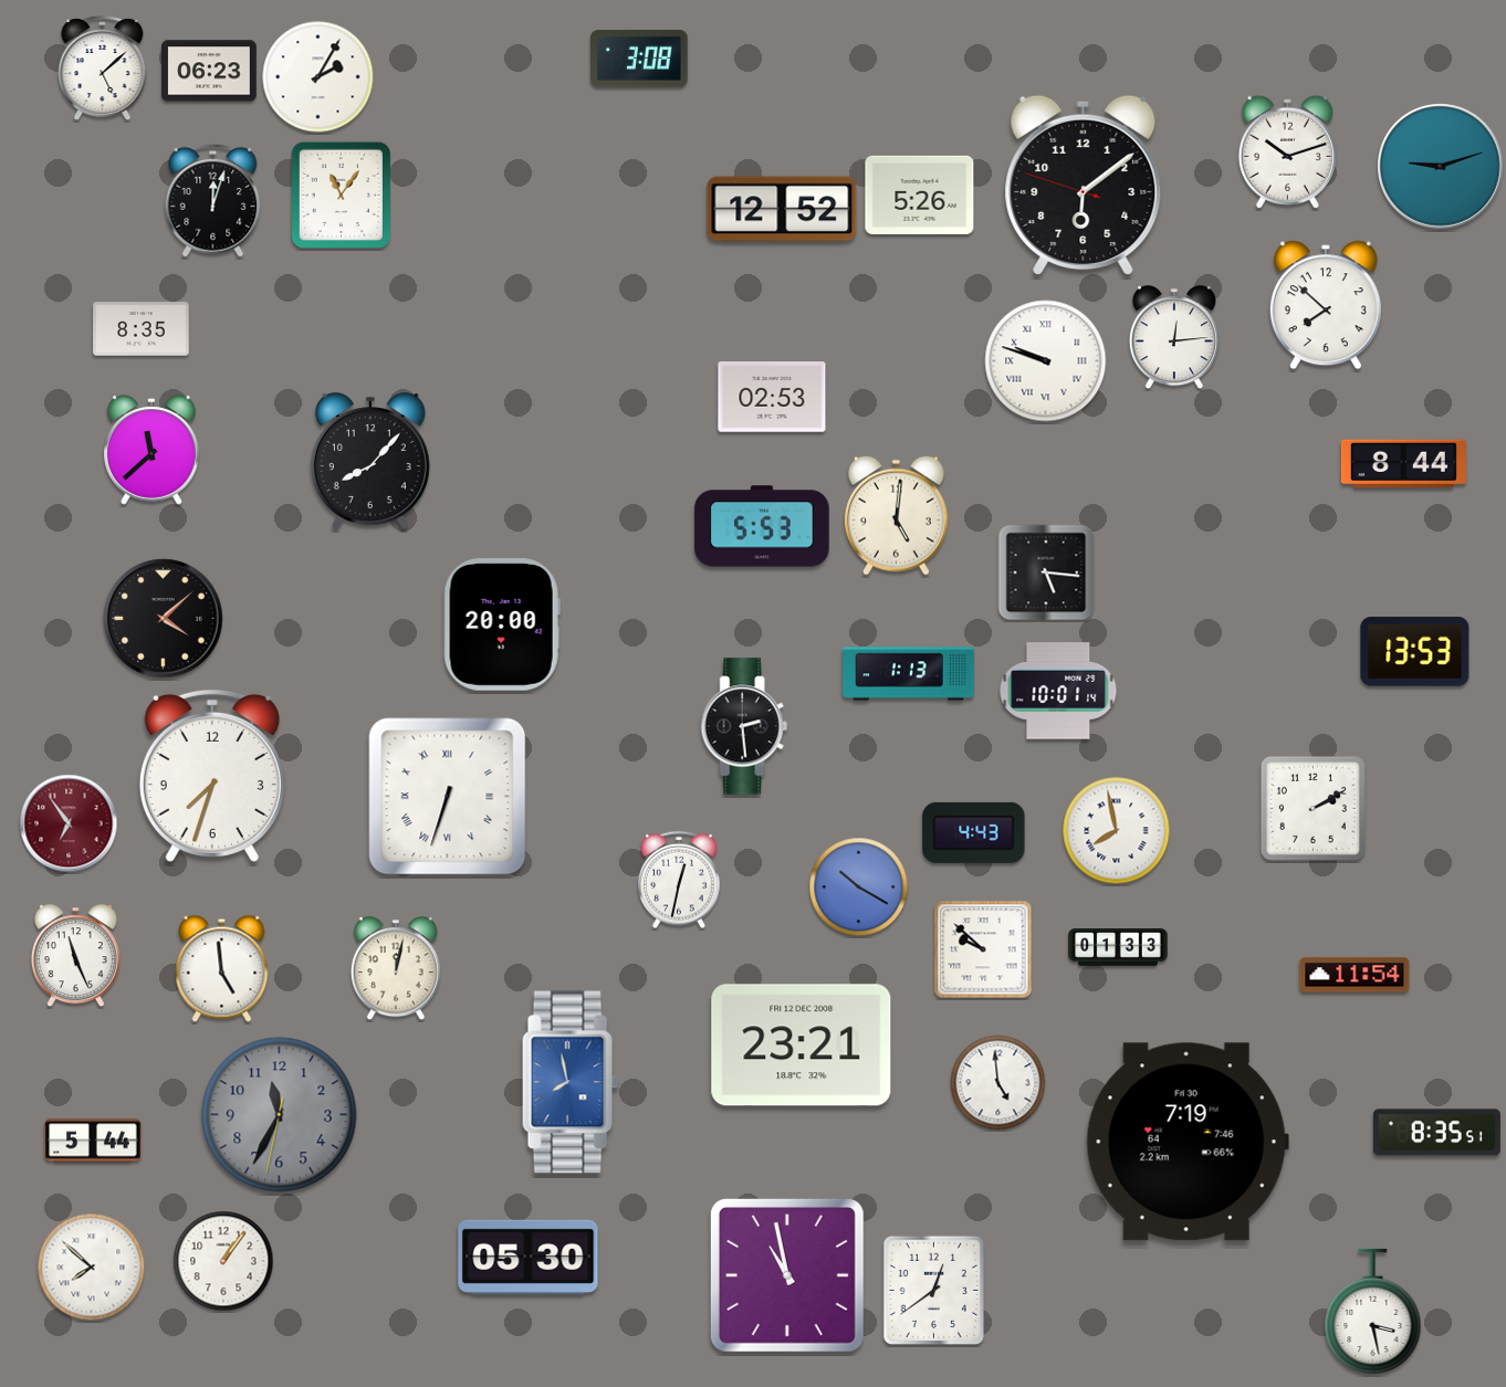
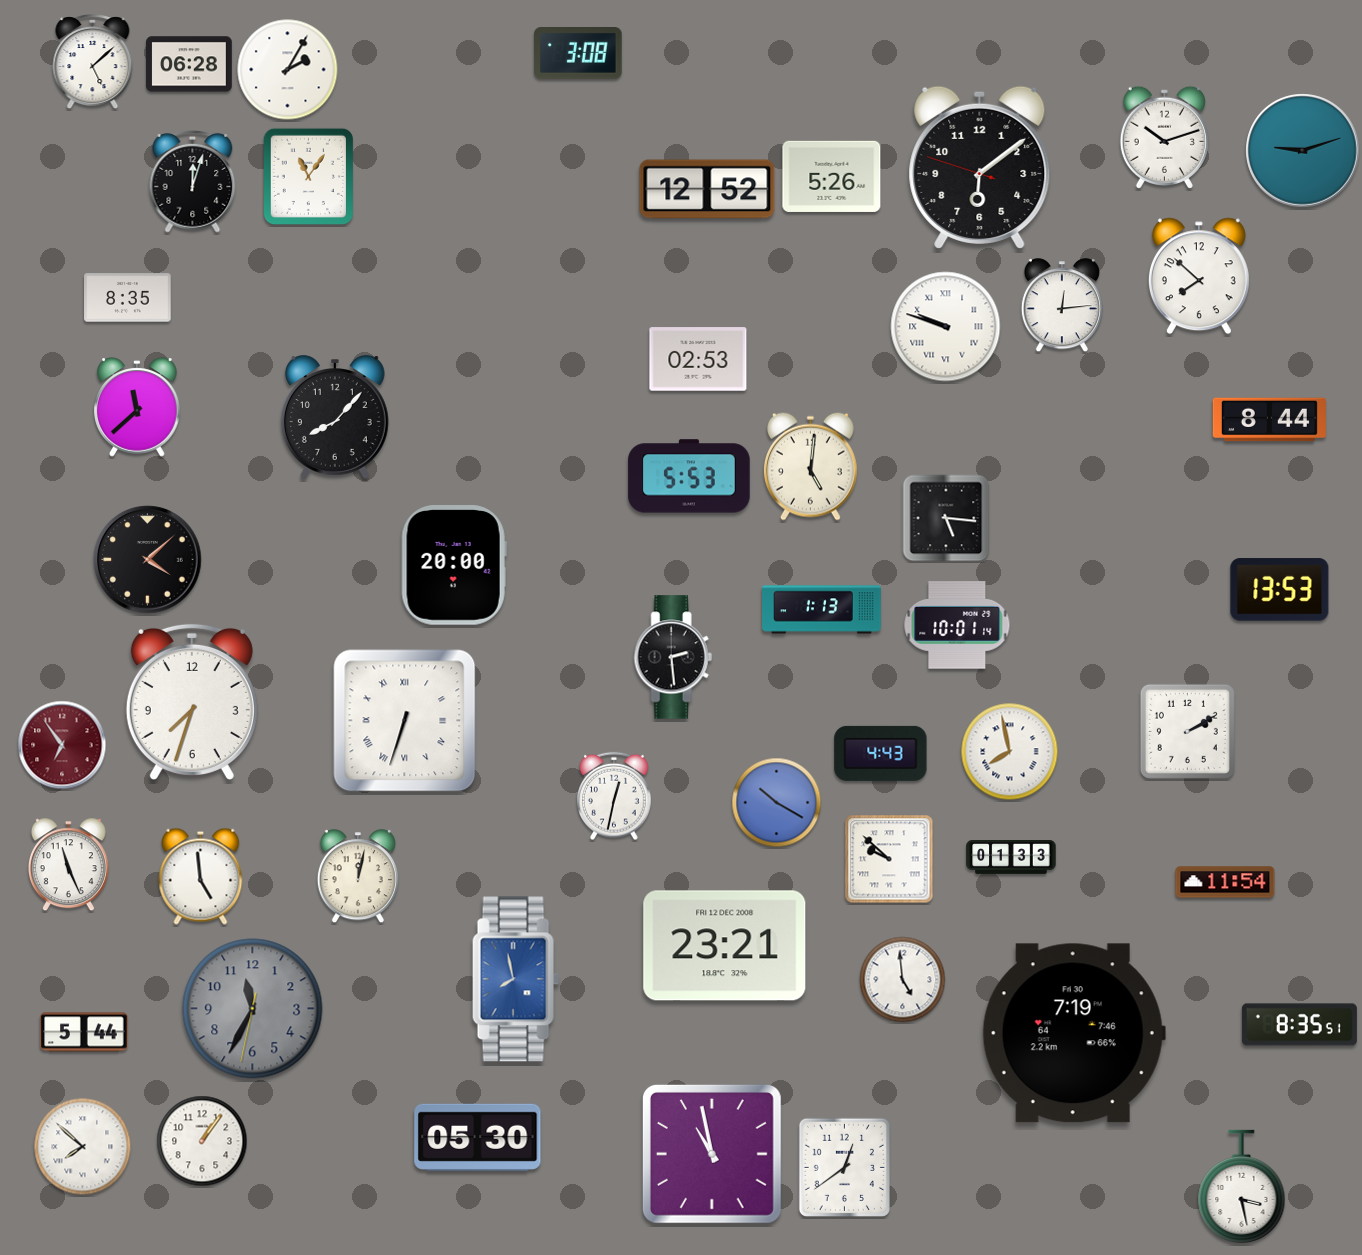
clock at (209, 71): 06:23 -> 06:28
